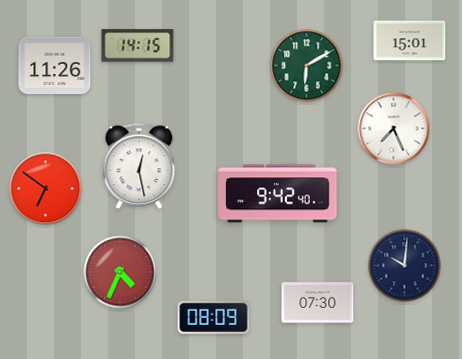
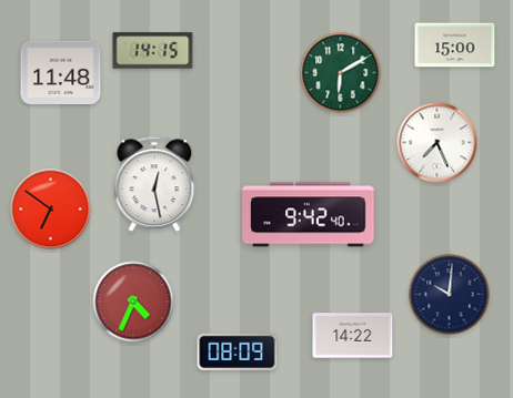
clock at (410, 41): 15:01 -> 15:00
clock at (55, 65): 11:26 -> 11:48
clock at (318, 303): 07:30 -> 14:22
